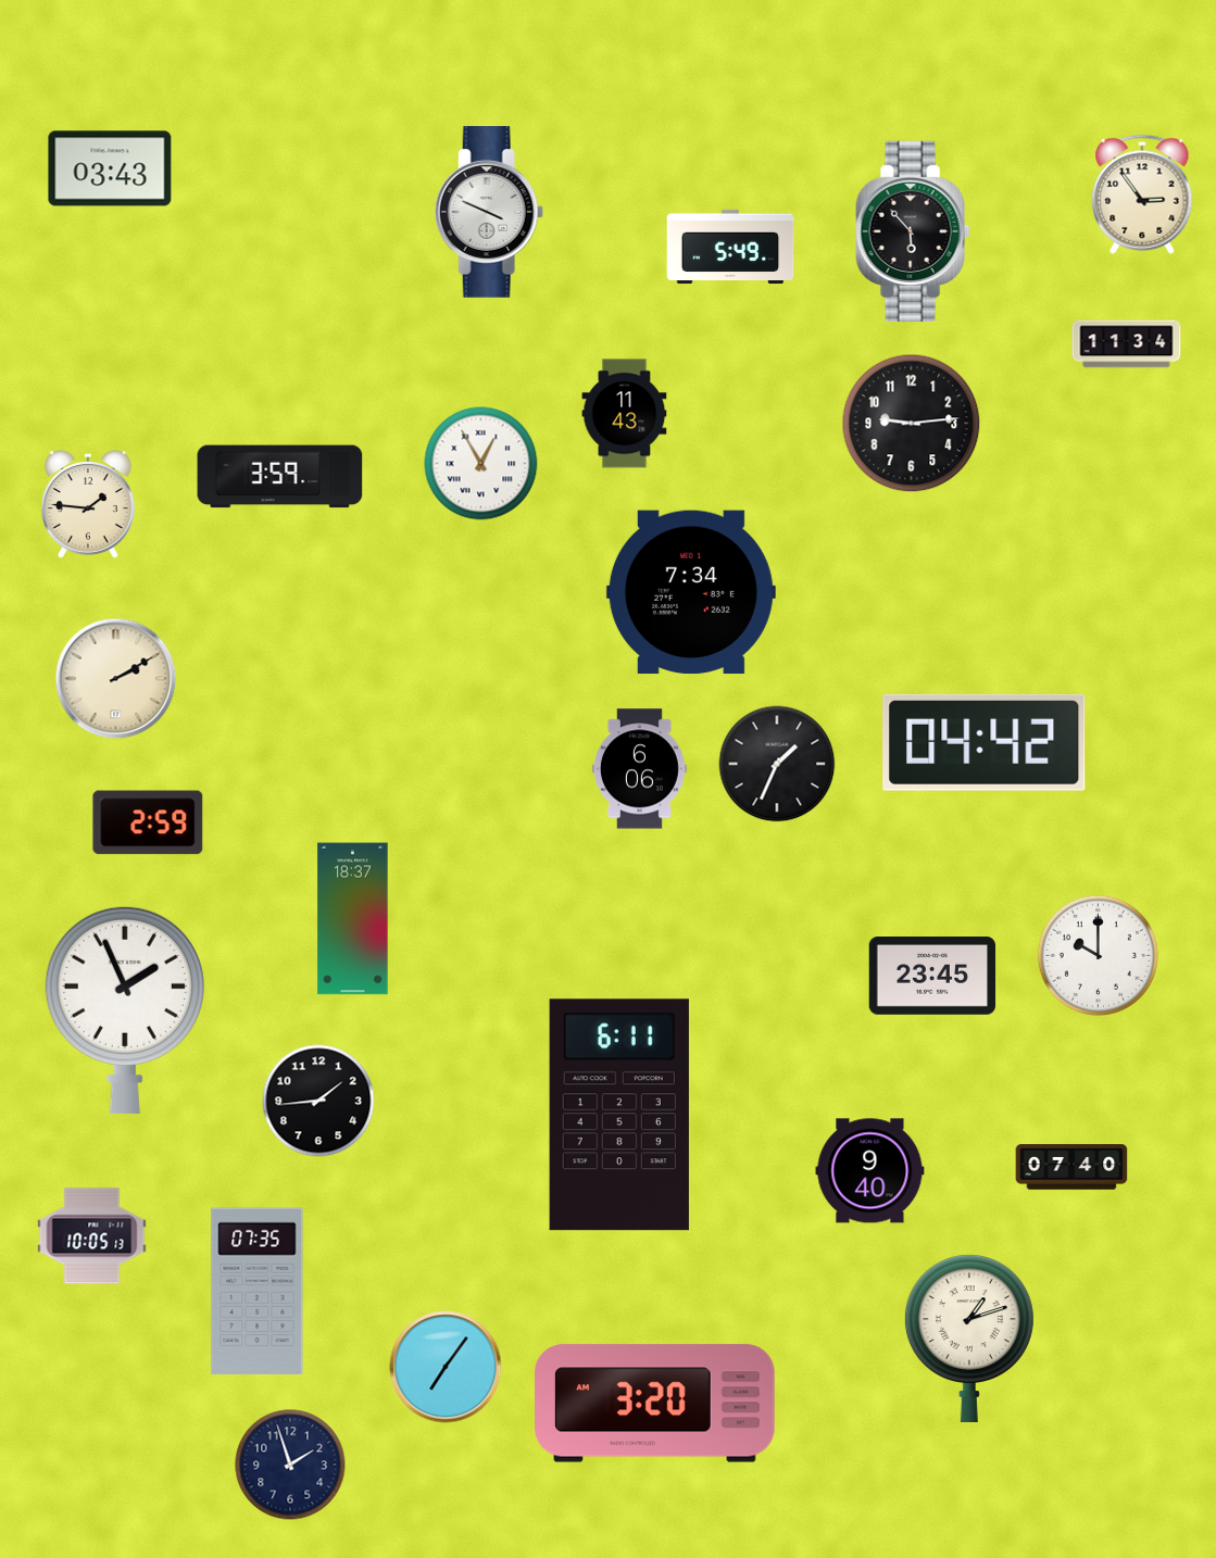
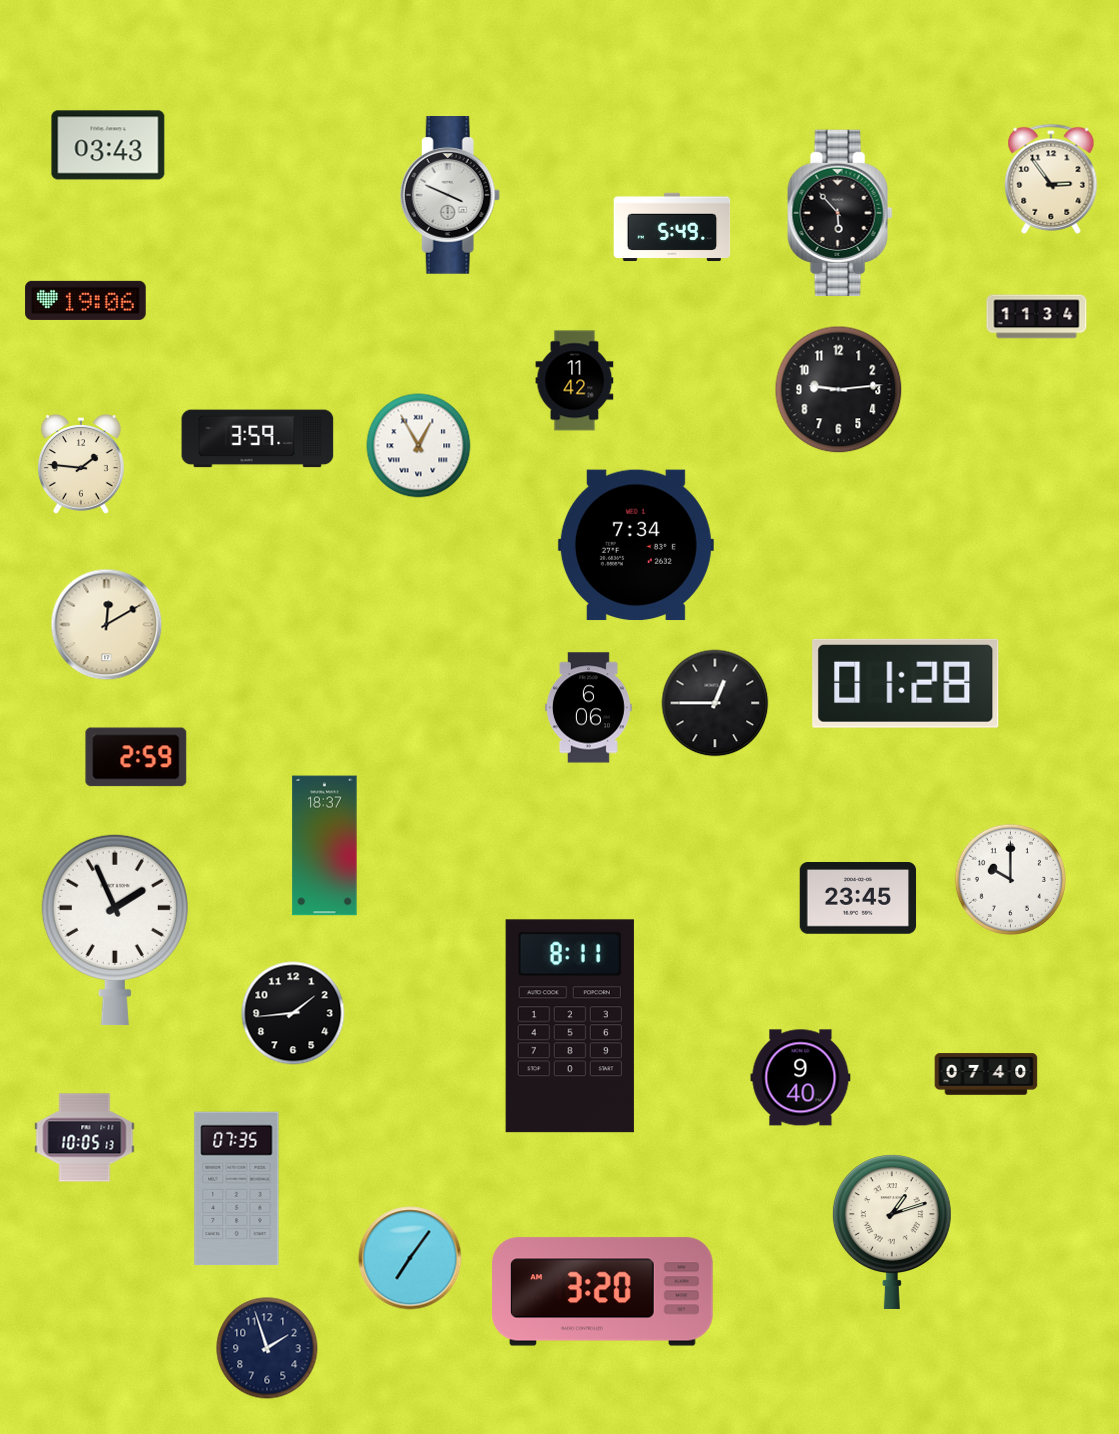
clock at (110, 168) position: (110, 168) -> (108, 145)
clock at (86, 300): none -> 19:06
clock at (625, 414): 11:43 -> 11:42
clock at (481, 464) position: (481, 464) -> (419, 446)
clock at (116, 679): 2:10 -> 12:10
clock at (985, 742): 04:42 -> 01:28
clock at (777, 764): 1:34 -> 12:45
clock at (619, 1115): 6:11 -> 8:11
